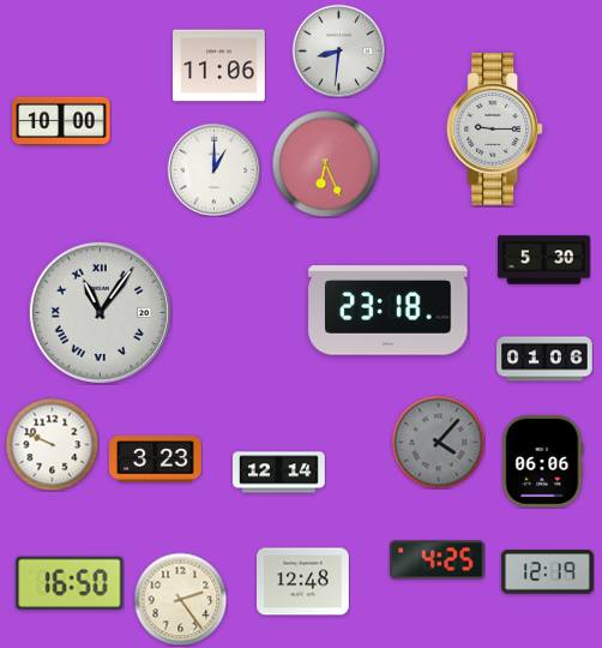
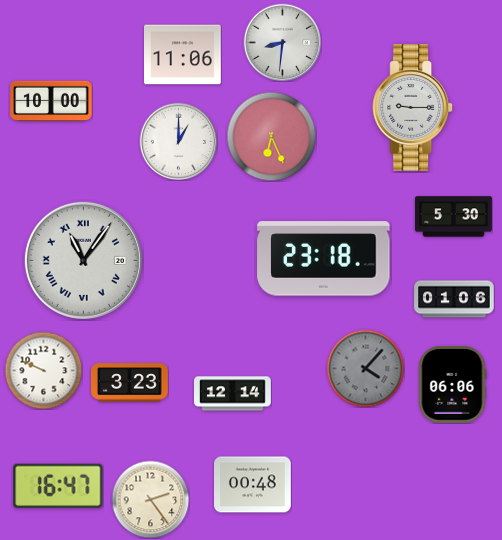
clock at (438, 560): 4:25 -> none
clock at (548, 572): 12:19 -> none
clock at (303, 582): 12:48 -> 00:48
clock at (70, 583): 16:50 -> 16:47
